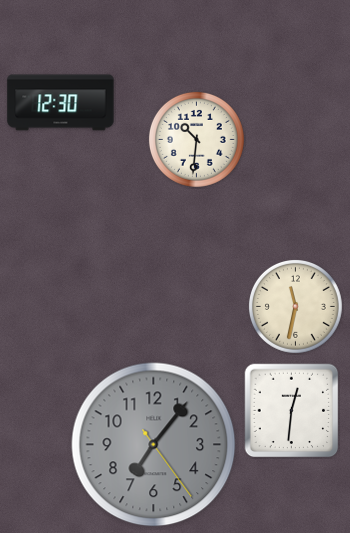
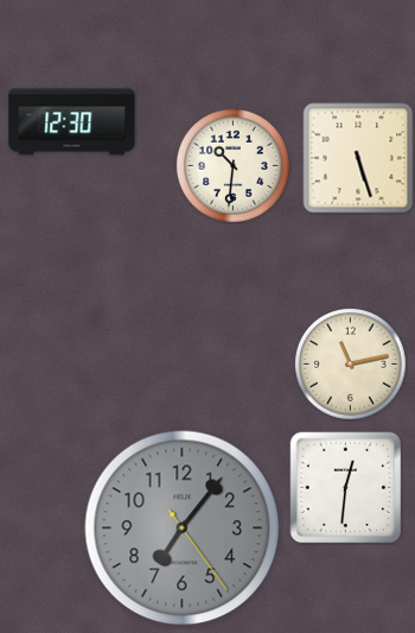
clock at (358, 158): none -> 5:27
clock at (295, 306): 11:32 -> 11:13
